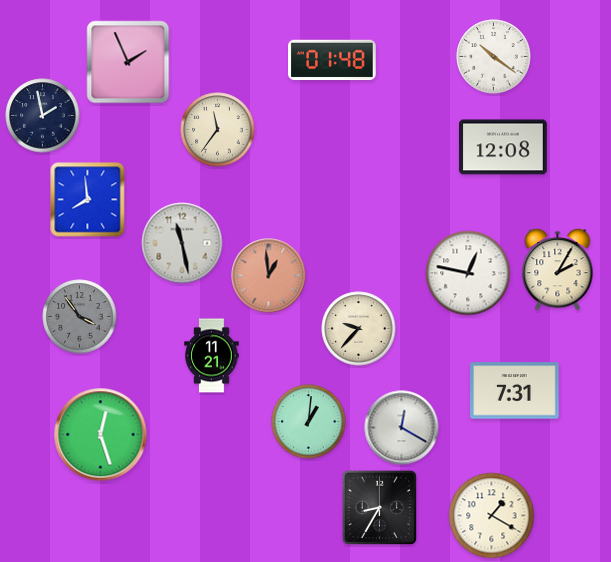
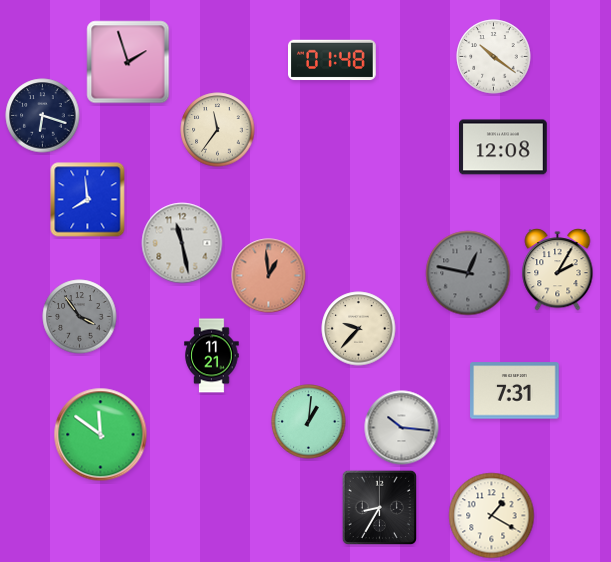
clock at (128, 62): 1:56 -> 1:57
clock at (43, 116): 1:58 -> 6:18
clock at (468, 273) dial: white -> grey
clock at (402, 428): 12:20 -> 10:16
clock at (101, 435): 12:27 -> 11:51
